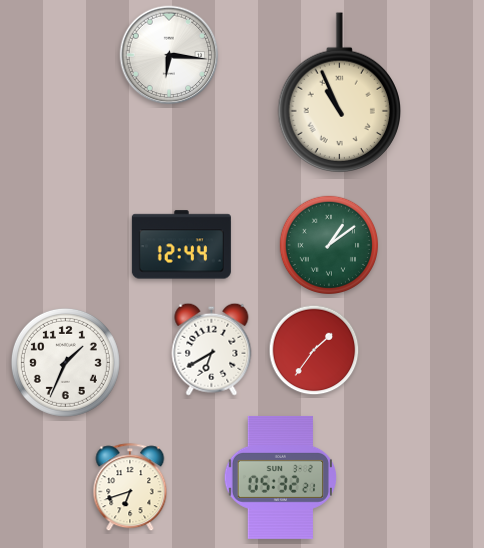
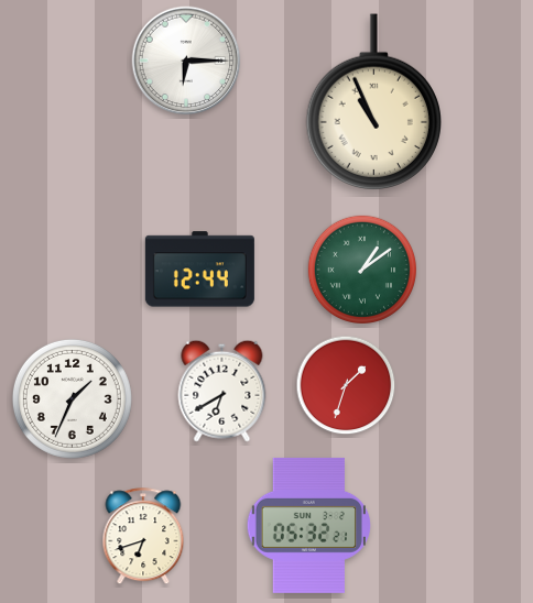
clock at (169, 55): 6:16 -> 6:15
clock at (212, 349) position: (212, 349) -> (222, 391)
clock at (314, 350): 1:36 -> 1:33
